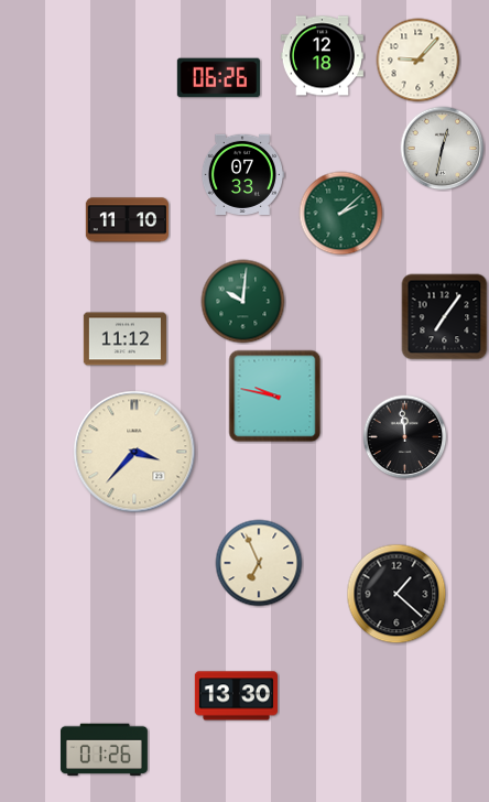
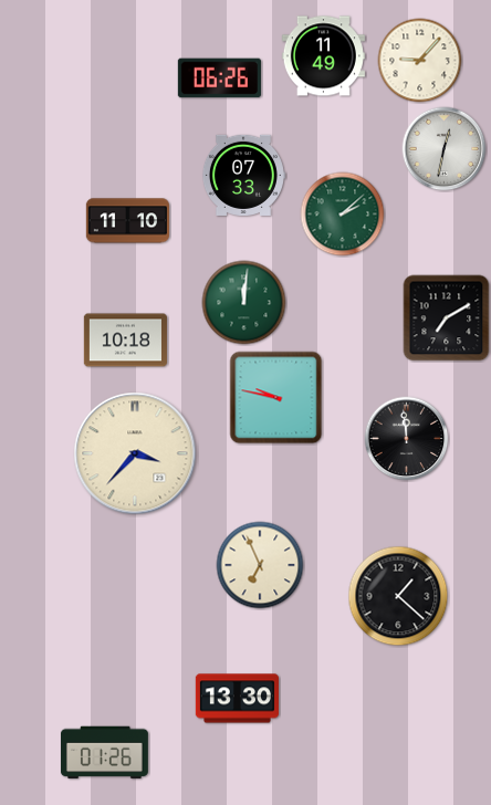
clock at (322, 56): 12:18 -> 11:49
clock at (243, 302): 10:01 -> 12:01
clock at (445, 317): 7:06 -> 7:10
clock at (124, 339): 11:12 -> 10:18
